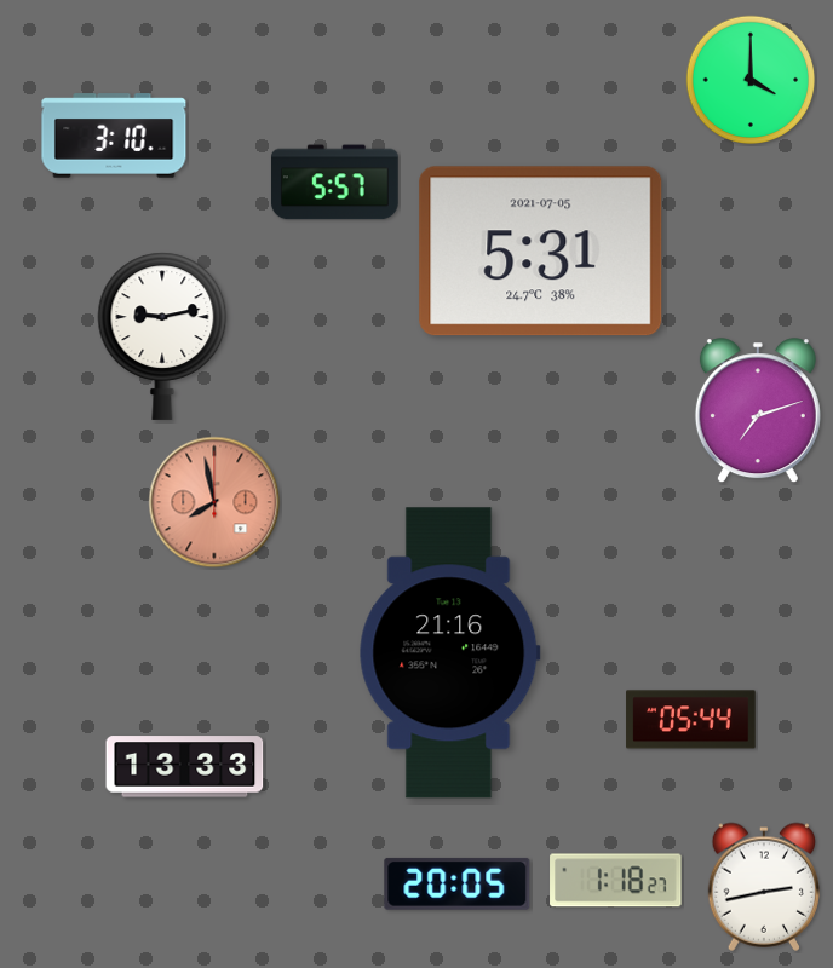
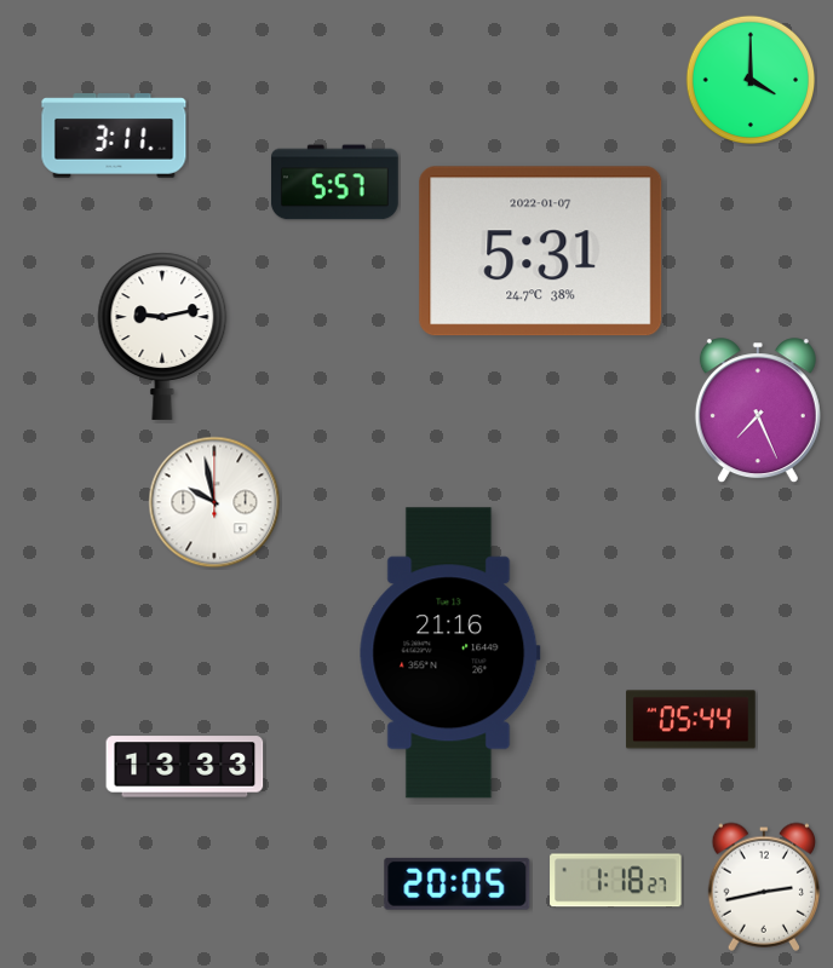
clock at (114, 136): 3:10 -> 3:11
clock at (541, 252) date: 2021-07-05 -> 2022-01-07
clock at (758, 411): 7:12 -> 7:26
clock at (214, 502): 7:58 -> 9:58
clock at (214, 502) dial: salmon -> white
